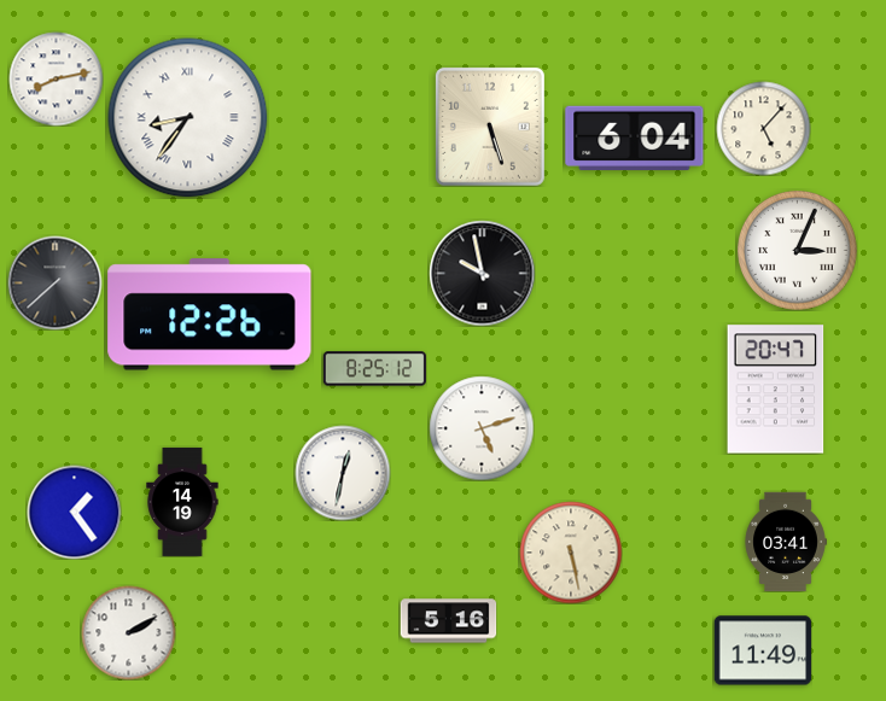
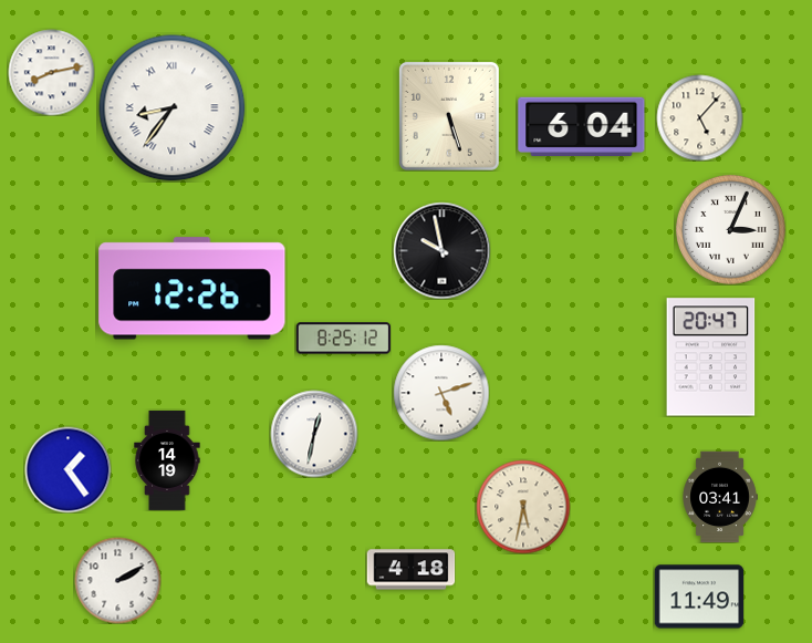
clock at (54, 282): 7:38 -> none
clock at (571, 553): 5:28 -> 5:32
clock at (448, 621): 5:16 -> 4:18
